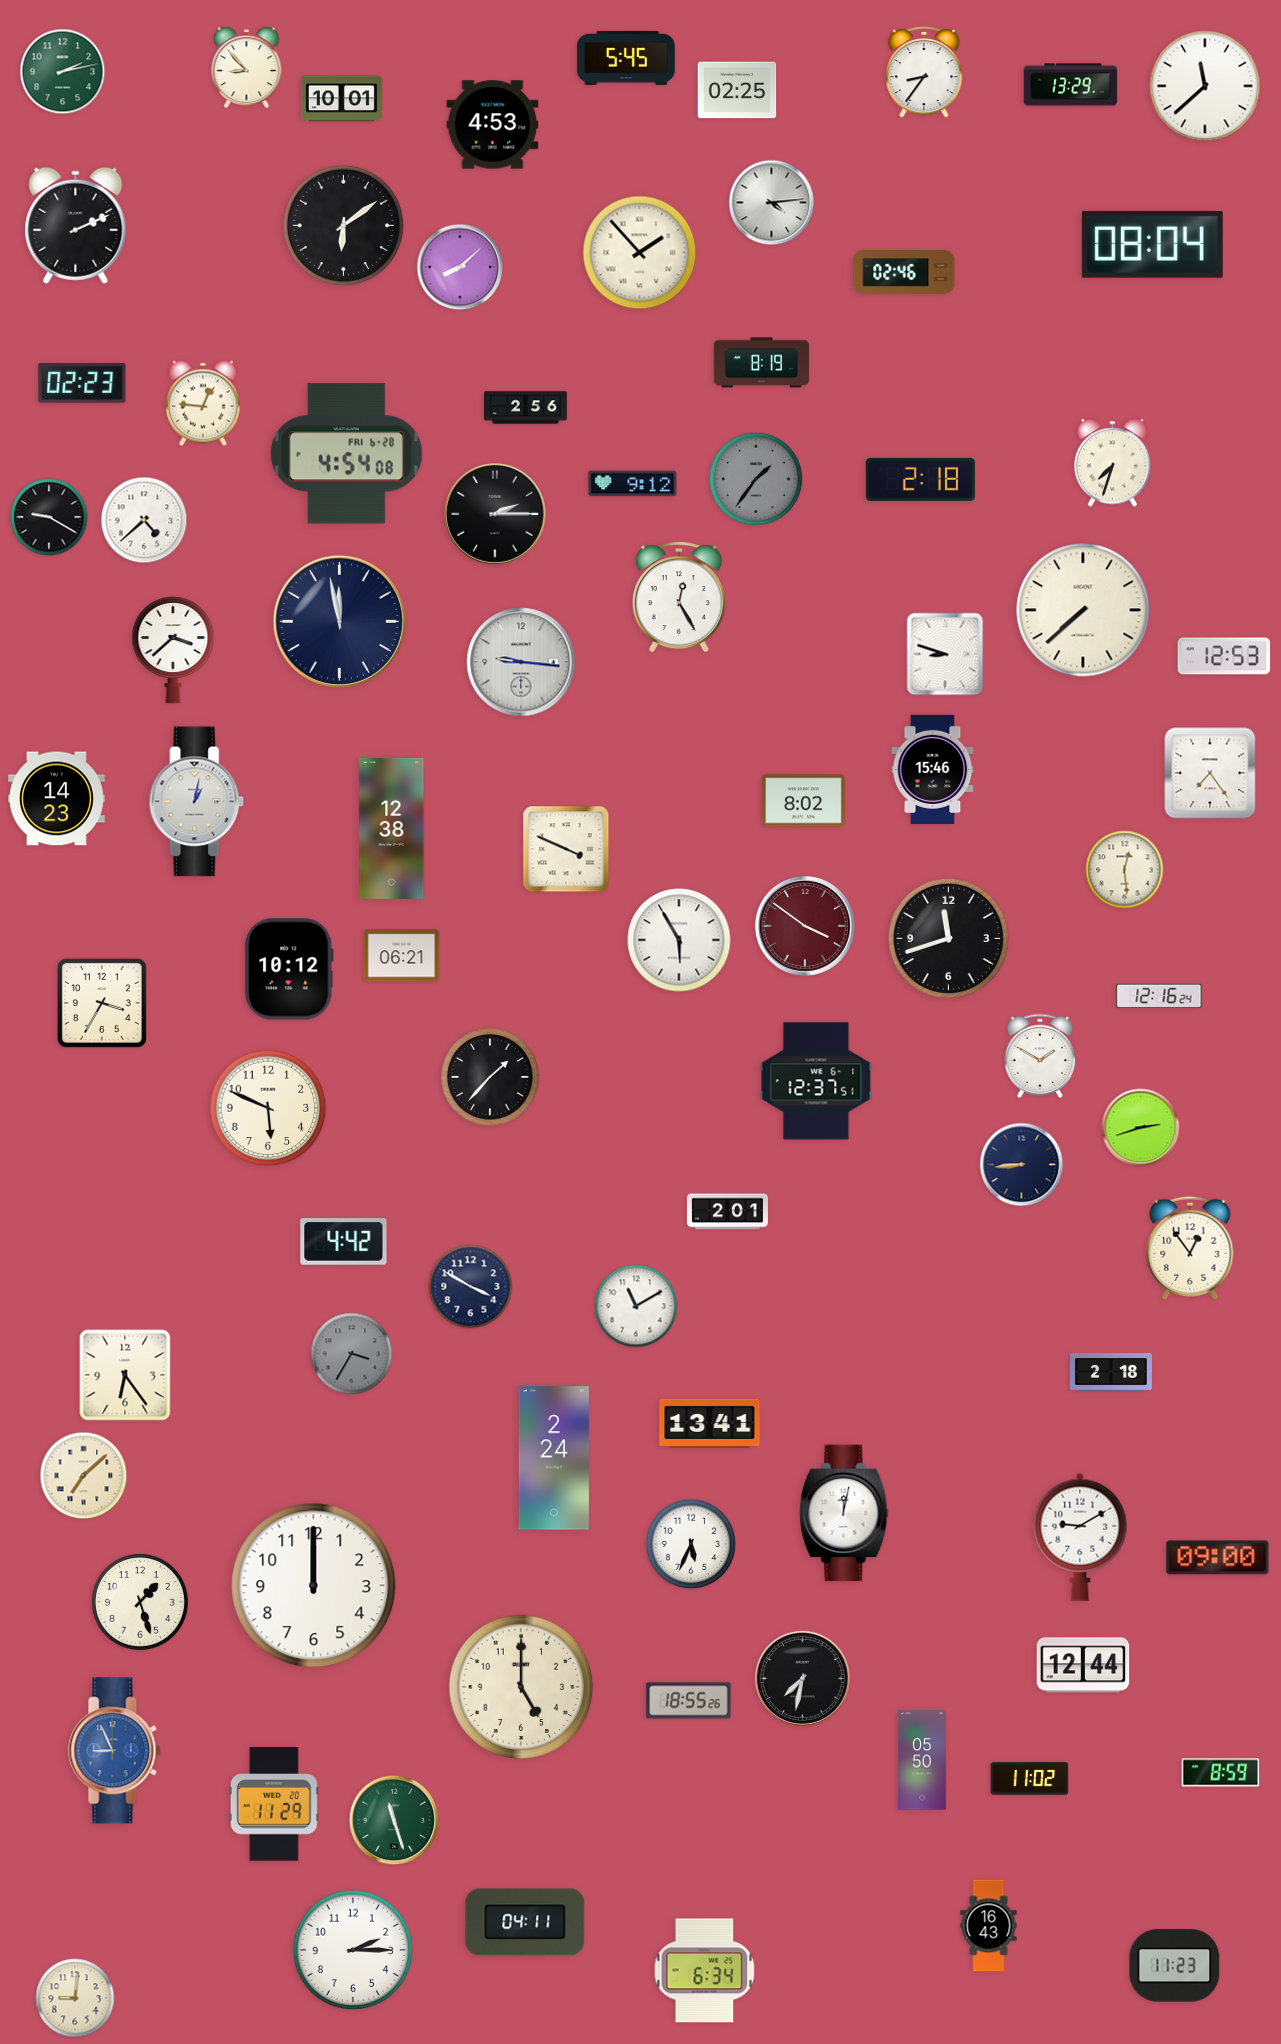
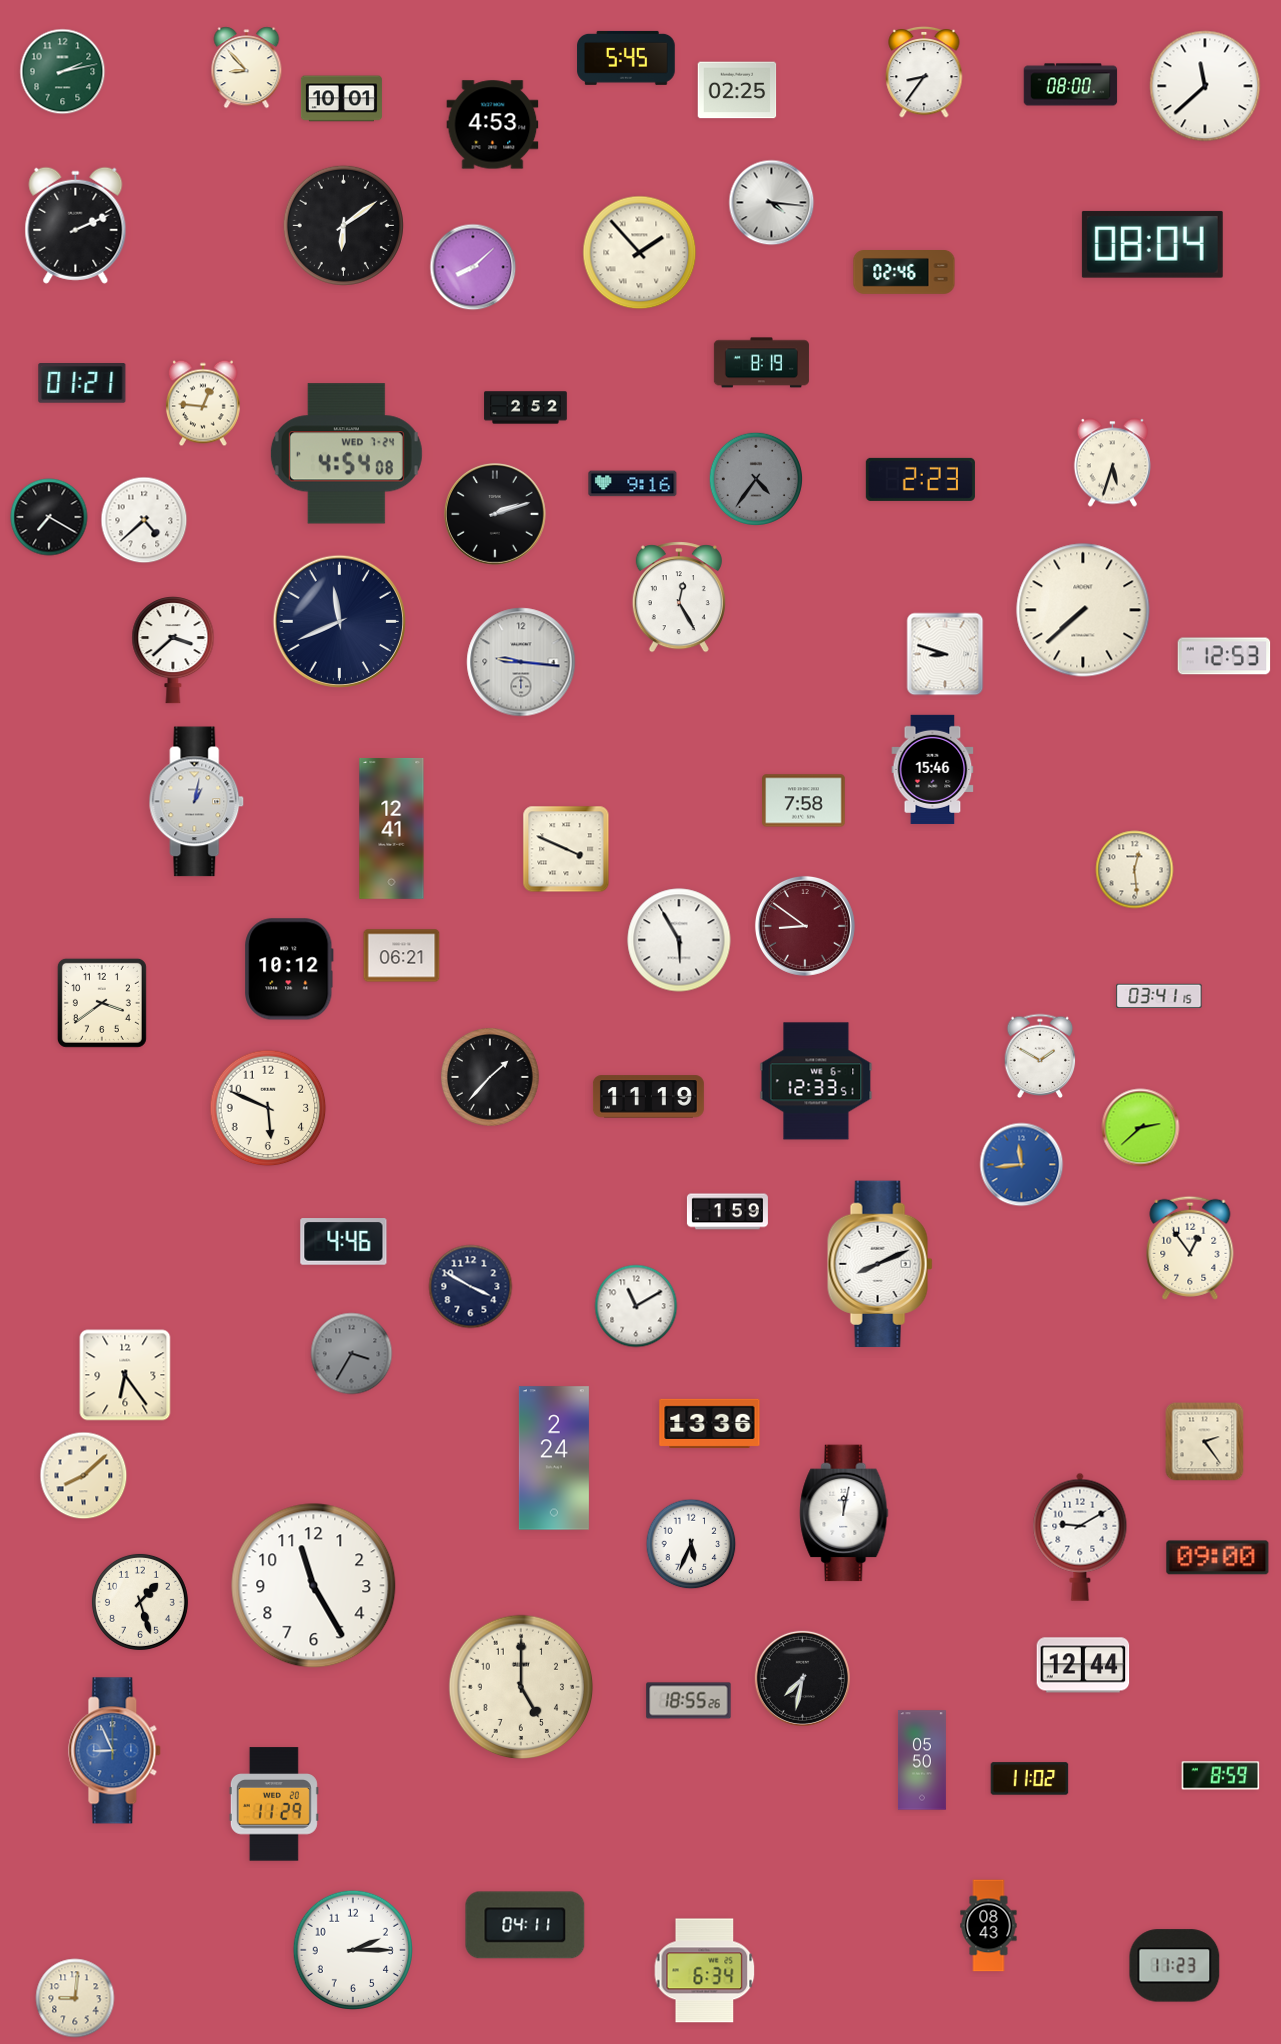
clock at (1071, 85): 13:29 -> 08:00
clock at (772, 203): 4:14 -> 4:16
clock at (460, 267) position: (460, 267) -> (473, 267)
clock at (82, 383): 02:23 -> 01:21
clock at (526, 408): 2:56 -> 2:52
clock at (346, 454) date: FRI 6-28 -> WED 7-24
clock at (1112, 463): 7:33 -> 5:33
clock at (755, 478): 1:36 -> 4:36
clock at (920, 479): 2:18 -> 2:23
clock at (633, 484): 9:12 -> 9:16
clock at (496, 515): 2:15 -> 2:12
clock at (49, 517): 9:20 -> 7:20
clock at (339, 621): 11:58 -> 11:41
clock at (1210, 773): 7:24 -> none
clock at (57, 799): 14:23 -> none
clock at (804, 801): 8:02 -> 7:58
clock at (392, 828): 12:38 -> 12:41
clock at (1125, 870) position: (1125, 870) -> (1135, 870)
clock at (805, 926): 3:51 -> 8:51
clock at (948, 938): 11:42 -> none
clock at (1159, 995): 12:16 -> 03:41
clock at (102, 1003): 3:35 -> 3:39
clock at (816, 1081): 12:37 -> 12:33
clock at (648, 1097): none -> 11:19
clock at (1141, 1128): 2:42 -> 2:38
clock at (1022, 1165): 8:44 -> 11:44
clock at (1022, 1165) dial: navy -> blue
clock at (727, 1212): 2:01 -> 1:59
clock at (344, 1242): 4:42 -> 4:46
clock at (880, 1264): none -> 8:11
clock at (1112, 1373): 2:18 -> none
clock at (710, 1423): 13:41 -> 13:36
clock at (1205, 1442): none -> 2:24
clock at (84, 1476): 7:08 -> 8:08
clock at (314, 1586): 12:00 -> 11:25
clock at (1221, 1773) position: (1221, 1773) -> (1221, 1776)
clock at (394, 1820): 11:27 -> none
clock at (525, 1922) position: (525, 1922) -> (525, 1925)
clock at (989, 1926): 16:43 -> 08:43
